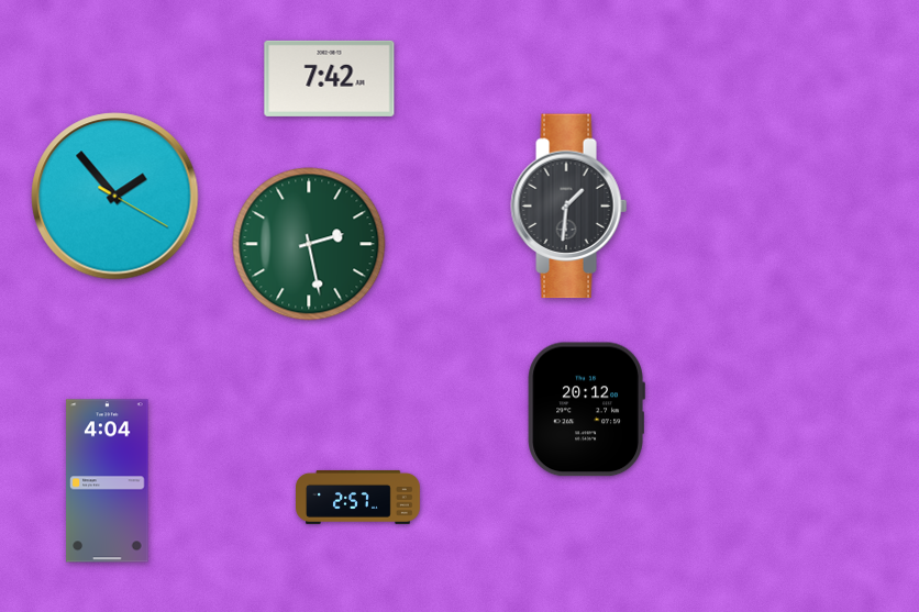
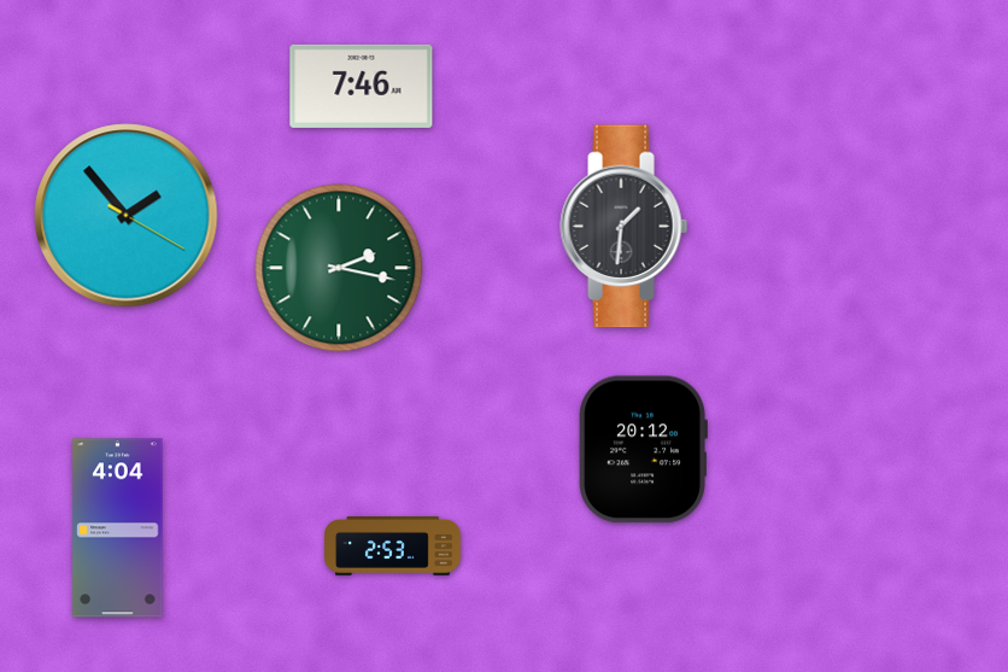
clock at (330, 78): 7:42 -> 7:46
clock at (309, 244): 2:28 -> 2:17
clock at (358, 497): 2:57 -> 2:53
